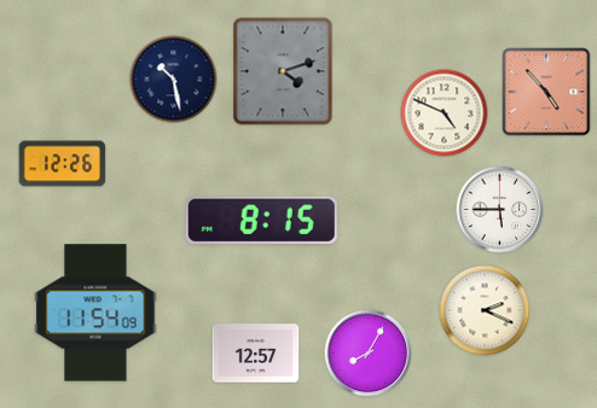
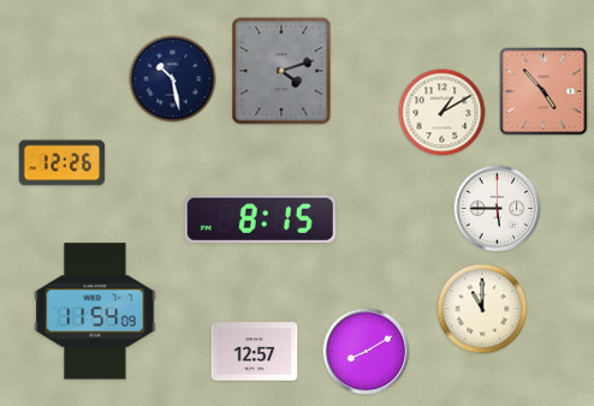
clock at (445, 113): 4:49 -> 1:10
clock at (485, 310): 2:19 -> 11:00
clock at (369, 354): 8:05 -> 8:10
